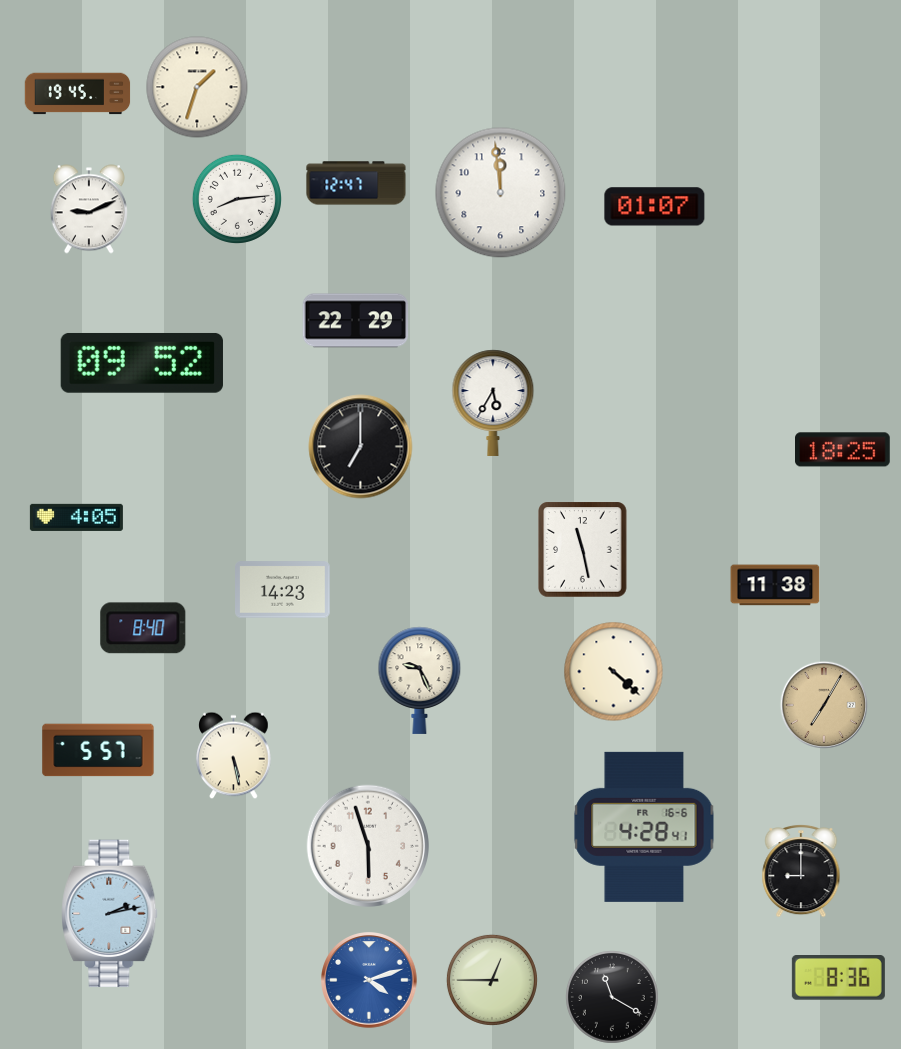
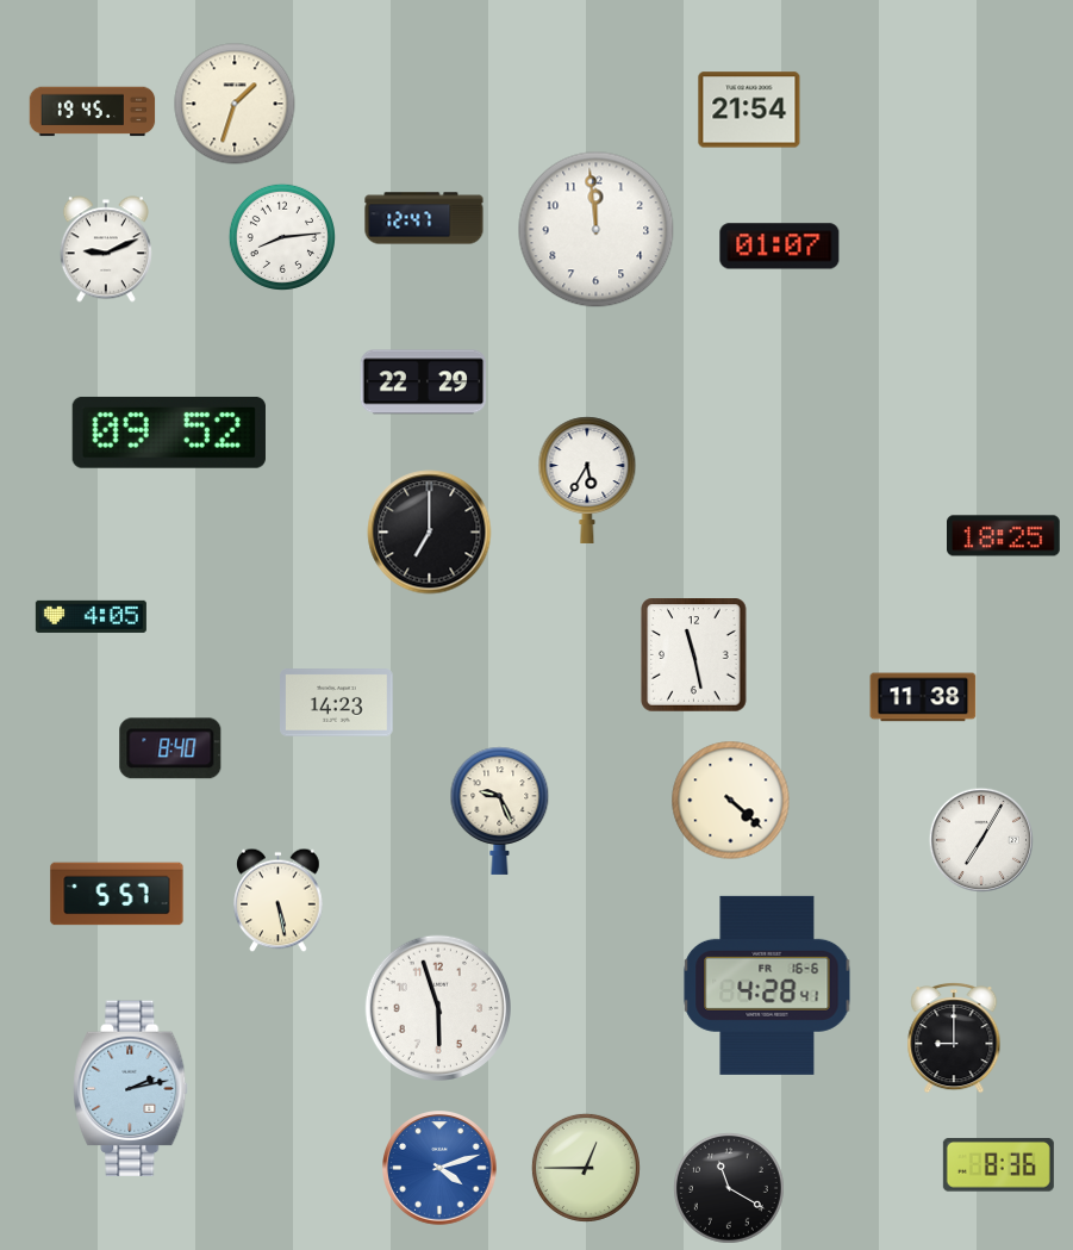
clock at (749, 110): none -> 21:54
clock at (823, 704) dial: champagne -> white
